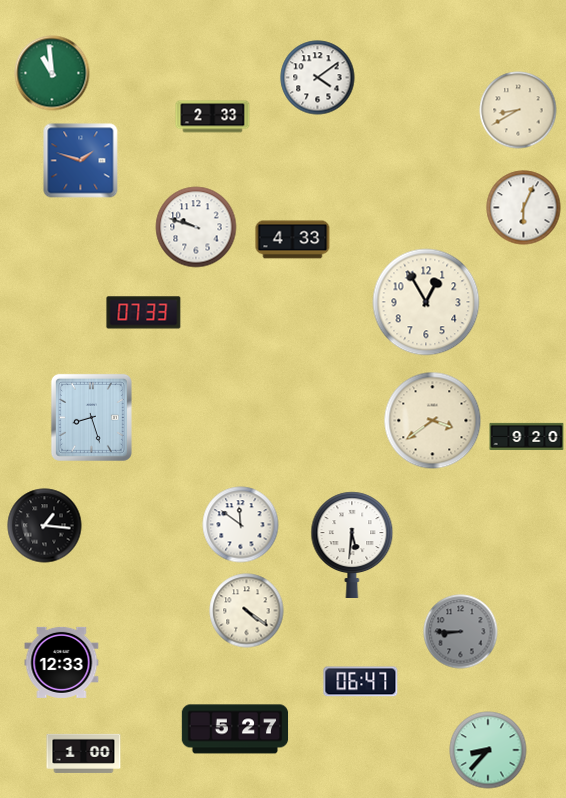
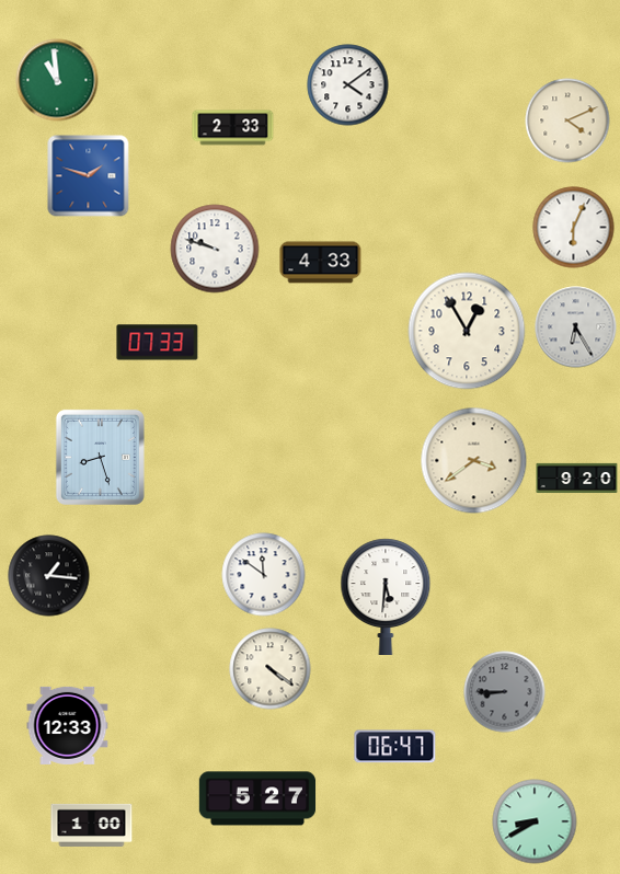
clock at (518, 110): 8:40 -> 4:11
clock at (576, 327): none -> 6:25
clock at (488, 750): 8:37 -> 8:40
